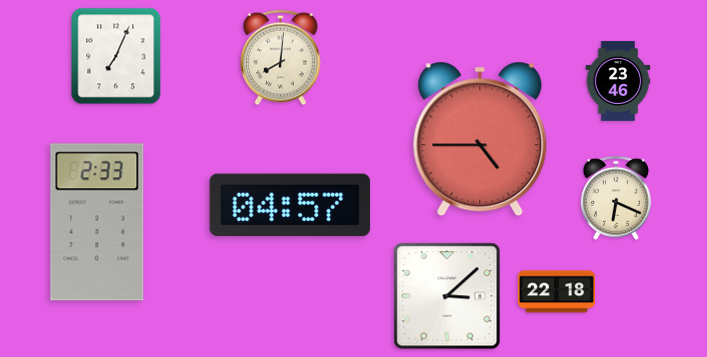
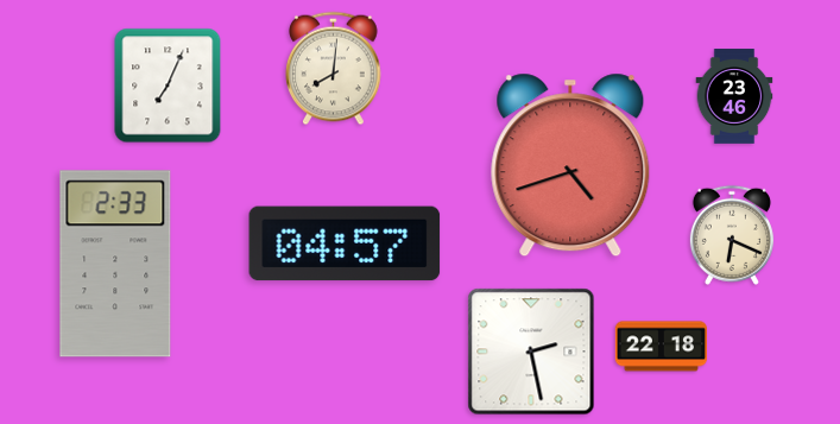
clock at (116, 56) position: (116, 56) -> (168, 86)
clock at (480, 139): 4:45 -> 4:42
clock at (447, 296): 3:08 -> 2:28
